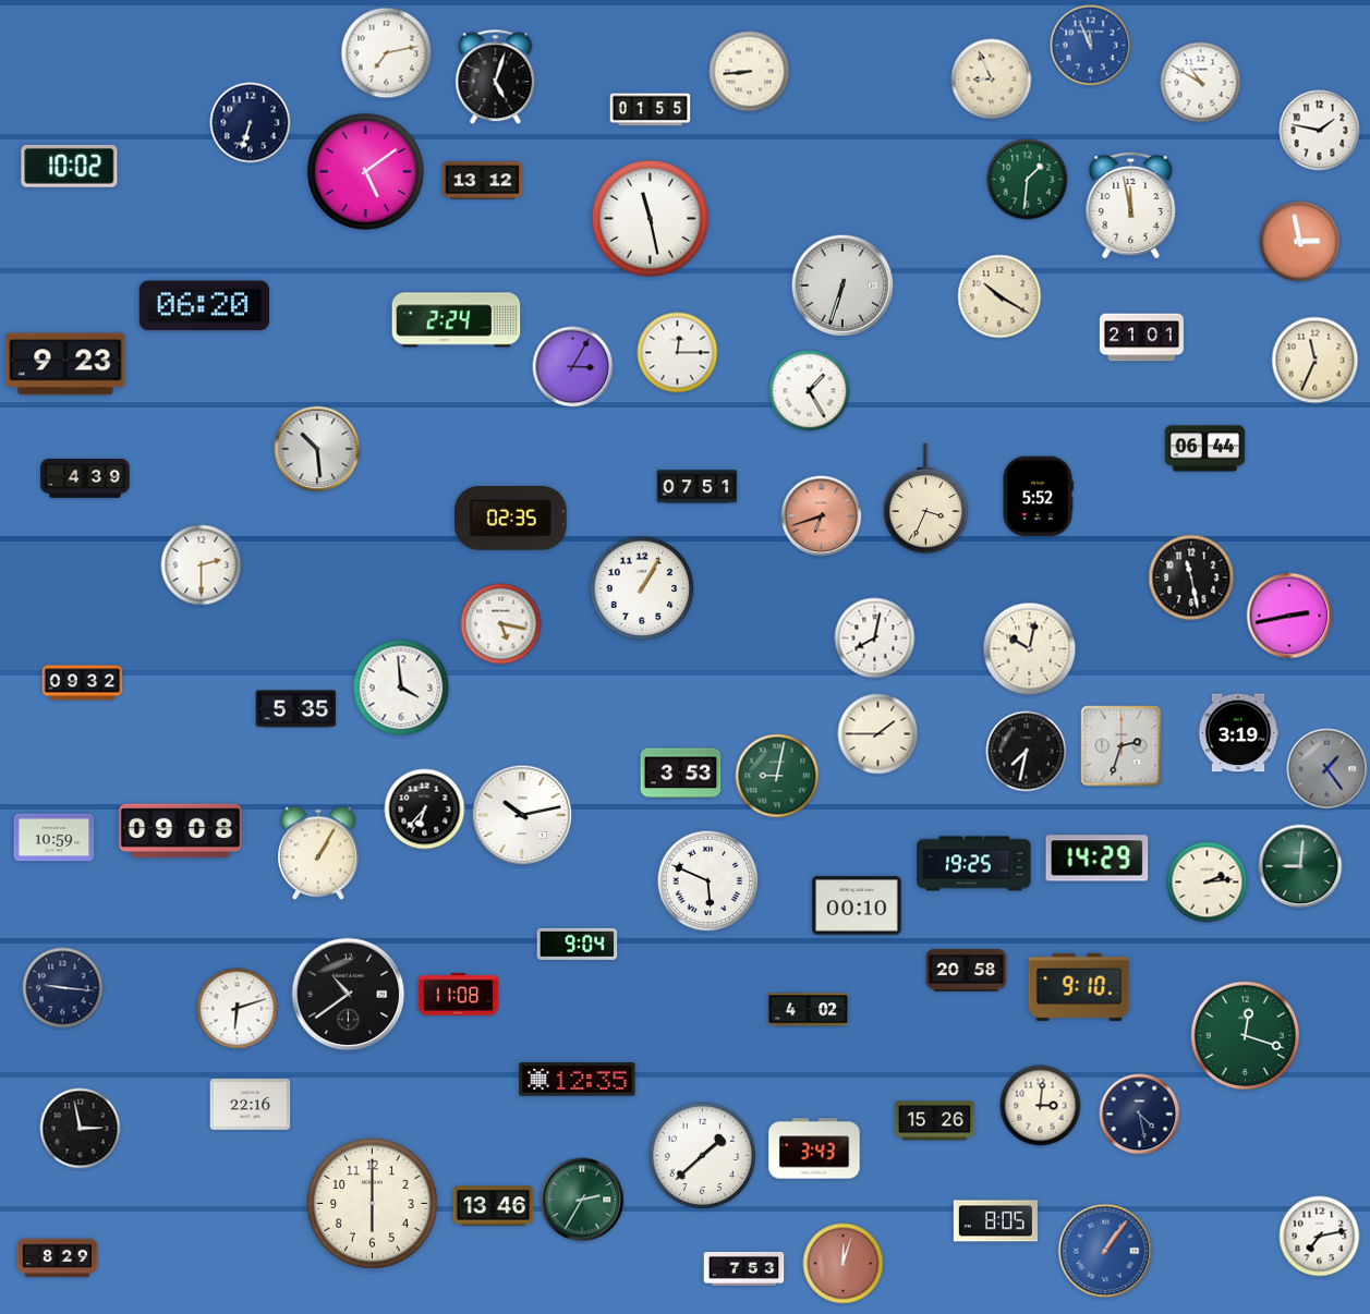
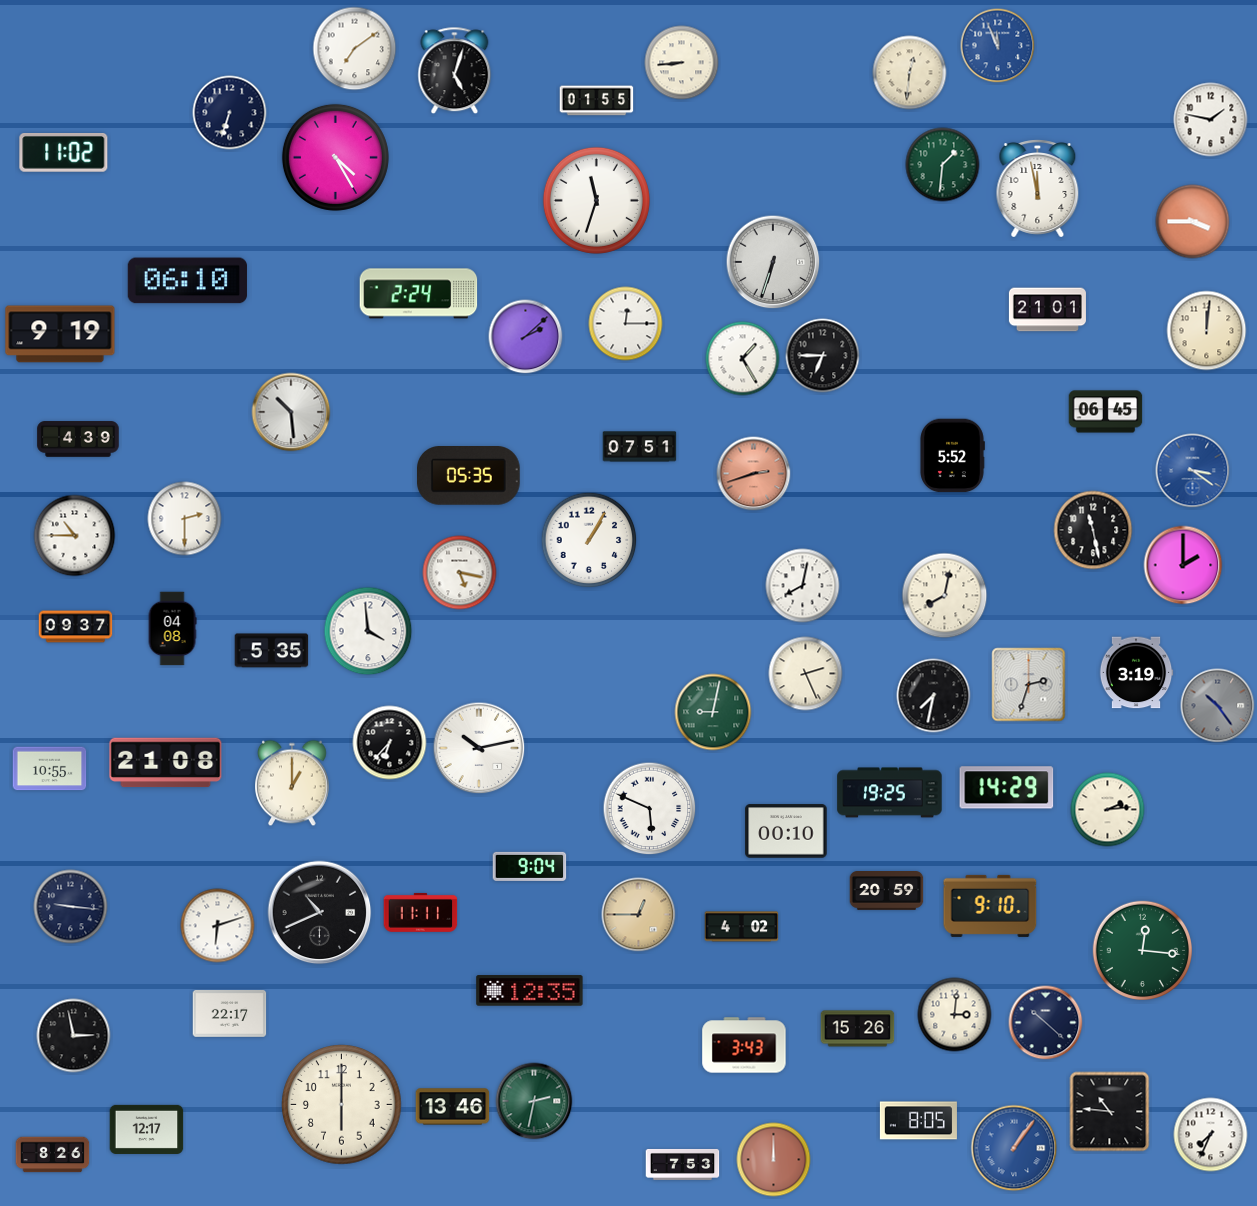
clock at (1091, 46) position: (1091, 46) -> (998, 46)
clock at (387, 53): 7:13 -> 7:09
clock at (750, 72) position: (750, 72) -> (682, 63)
clock at (992, 80): 8:56 -> 12:31
clock at (1201, 83): 10:50 -> none
clock at (70, 167): 10:02 -> 11:02
clock at (365, 171): 5:09 -> 4:25
clock at (483, 181): 13:12 -> none
clock at (650, 218): 11:28 -> 11:33
clock at (1300, 242): 2:58 -> 3:45
clock at (999, 296): 10:20 -> none
clock at (204, 306): 06:20 -> 06:10
clock at (678, 353) position: (678, 353) -> (626, 324)
clock at (1316, 361): 11:34 -> 12:01
clock at (65, 364): 9:23 -> 9:19
clock at (573, 367): 3:05 -> 2:08
clock at (823, 356): none -> 6:45
clock at (1205, 449): 06:44 -> 06:45
clock at (925, 499): 3:34 -> none
clock at (1193, 471): none -> 3:21
clock at (822, 516): 6:42 -> 2:42
clock at (511, 519): 02:35 -> 05:35
clock at (75, 536): none -> 10:45
clock at (1289, 616): 2:43 -> 2:00
clock at (1030, 649): 10:02 -> 8:02
clock at (83, 683): 09:32 -> 09:37
clock at (172, 629): none -> 04:08
clock at (878, 734): 1:45 -> 2:26
clock at (1027, 752) position: (1027, 752) -> (934, 696)
clock at (1327, 769): 1:24 -> 10:24
clock at (681, 774): 3:53 -> none
clock at (181, 831): 09:08 -> 21:08
clock at (54, 838): 10:59 -> 10:55
clock at (319, 853): 1:05 -> 1:00
clock at (974, 864) position: (974, 864) -> (890, 793)
clock at (1300, 866): 9:01 -> none
clock at (967, 971): 20:58 -> 20:59
clock at (63, 988) position: (63, 988) -> (71, 907)
clock at (459, 994): 11:08 -> 11:11
clock at (349, 995): 10:39 -> 10:41
clock at (639, 915): none -> 12:45
clock at (1245, 1035): 12:18 -> 12:16
clock at (251, 1105): 22:16 -> 22:17
clock at (1140, 1115): 4:28 -> 10:22
clock at (814, 1148) position: (814, 1148) -> (744, 1045)
clock at (703, 1156): 1:38 -> none
clock at (582, 1200): 2:35 -> 2:32
clock at (1110, 1112): none -> 10:46
clock at (995, 1221) position: (995, 1221) -> (918, 1121)
clock at (147, 1129): none -> 12:17
clock at (1320, 1237): 7:13 -> 7:34
clock at (58, 1258): 8:29 -> 8:26
clock at (844, 1264): 12:03 -> 12:00
